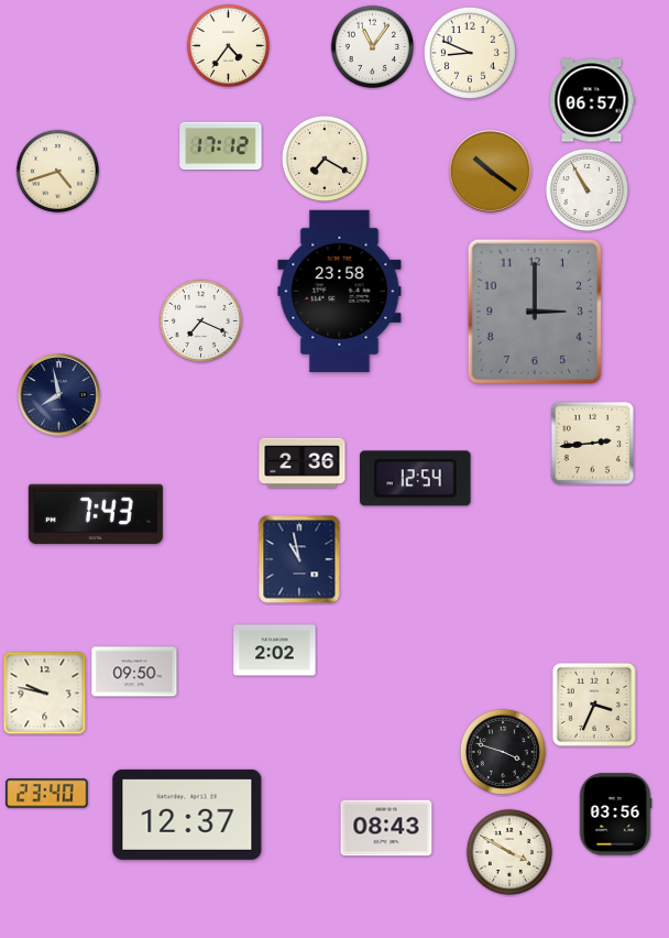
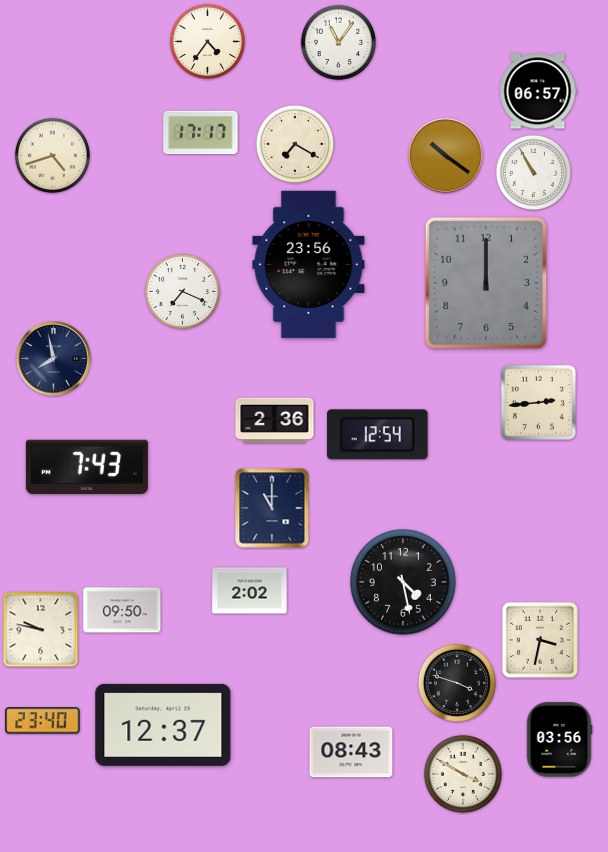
clock at (470, 53): 8:49 -> none
clock at (221, 146): 17:12 -> 17:17
clock at (340, 291): 23:58 -> 23:56
clock at (534, 310): 3:00 -> 12:00
clock at (299, 559): 10:58 -> 11:00
clock at (404, 583): none -> 4:28
clock at (594, 705): 3:34 -> 3:32
clock at (187, 815) position: (187, 815) -> (163, 725)
